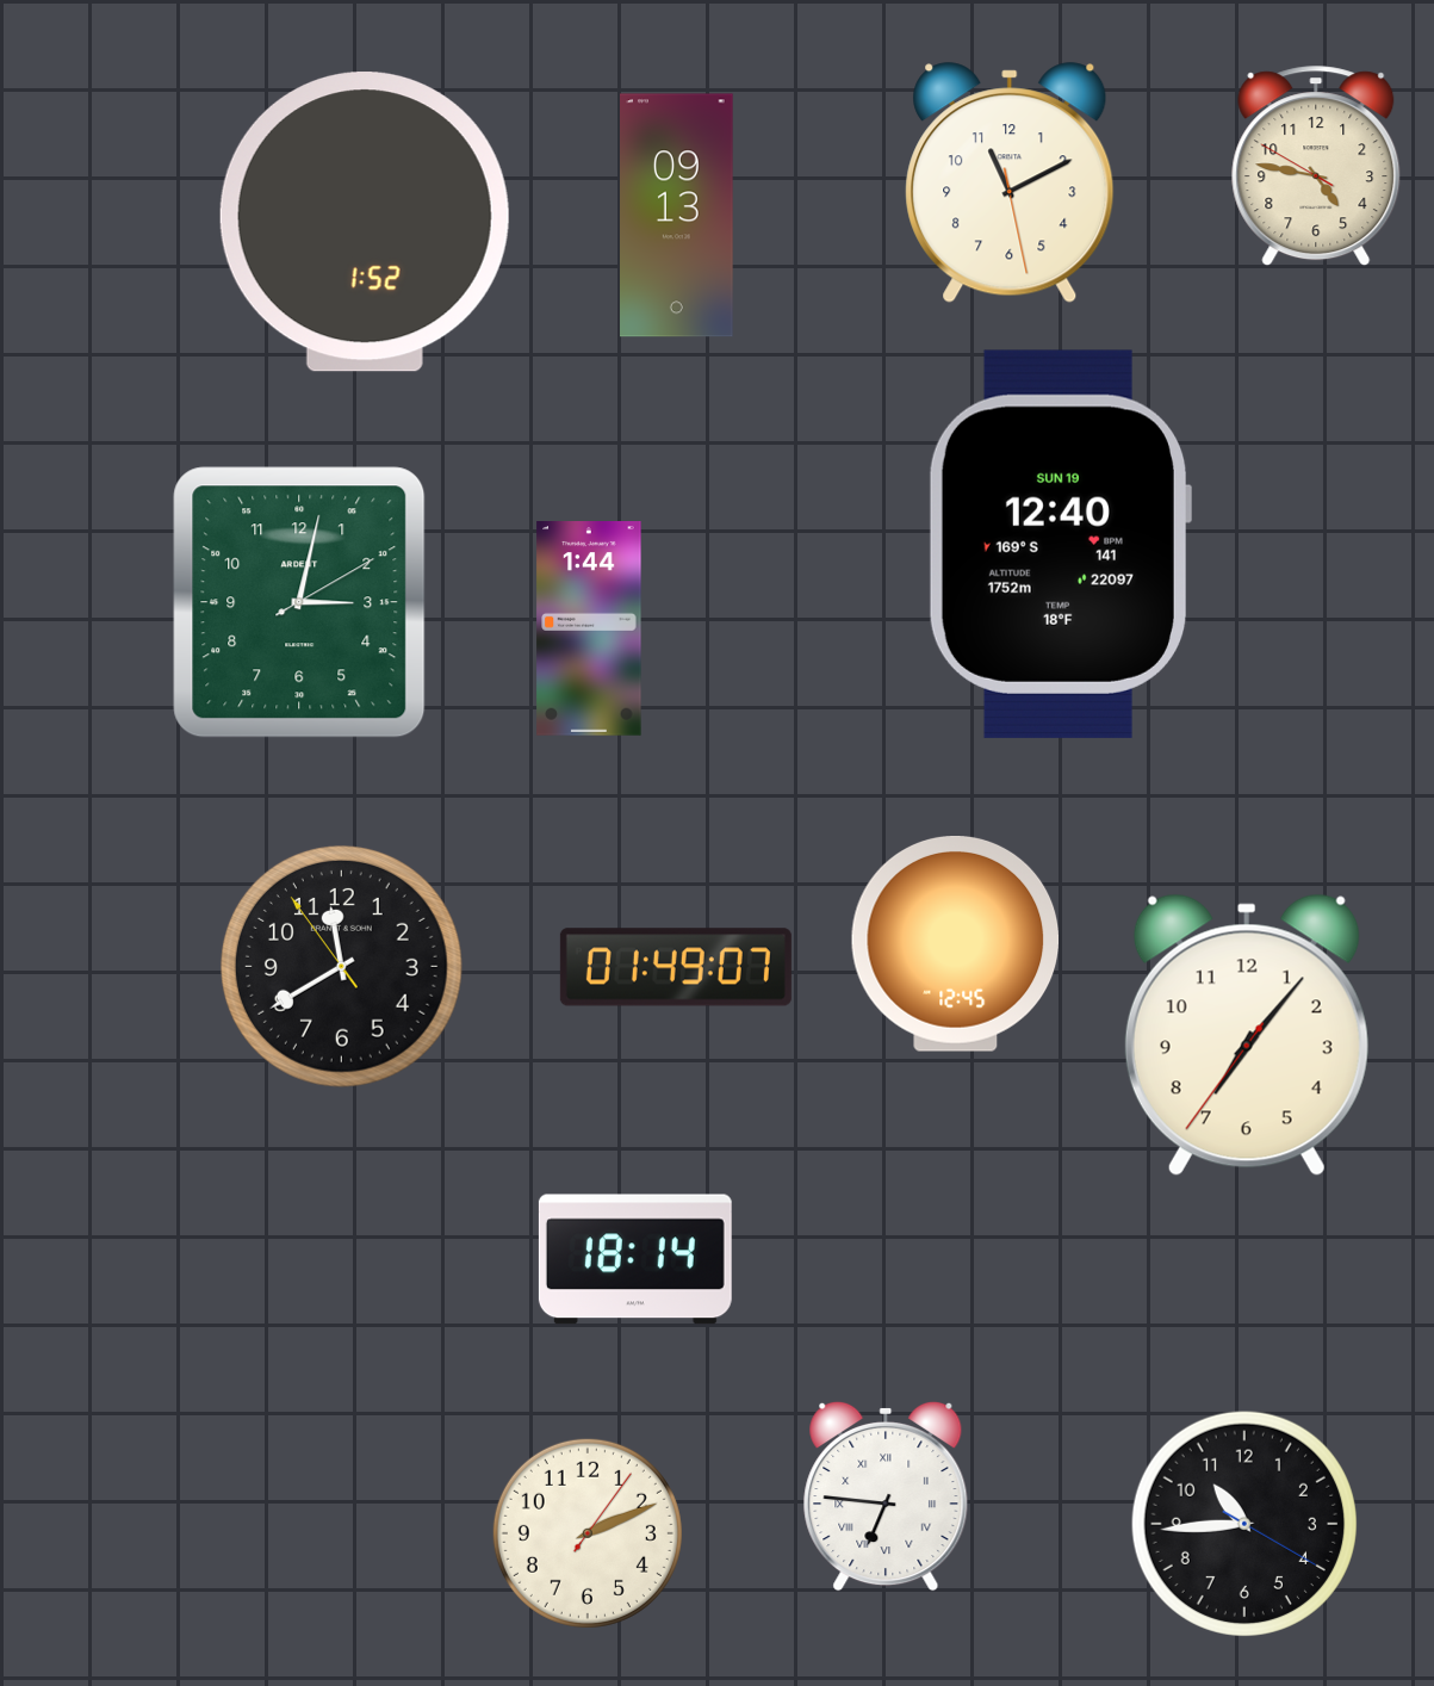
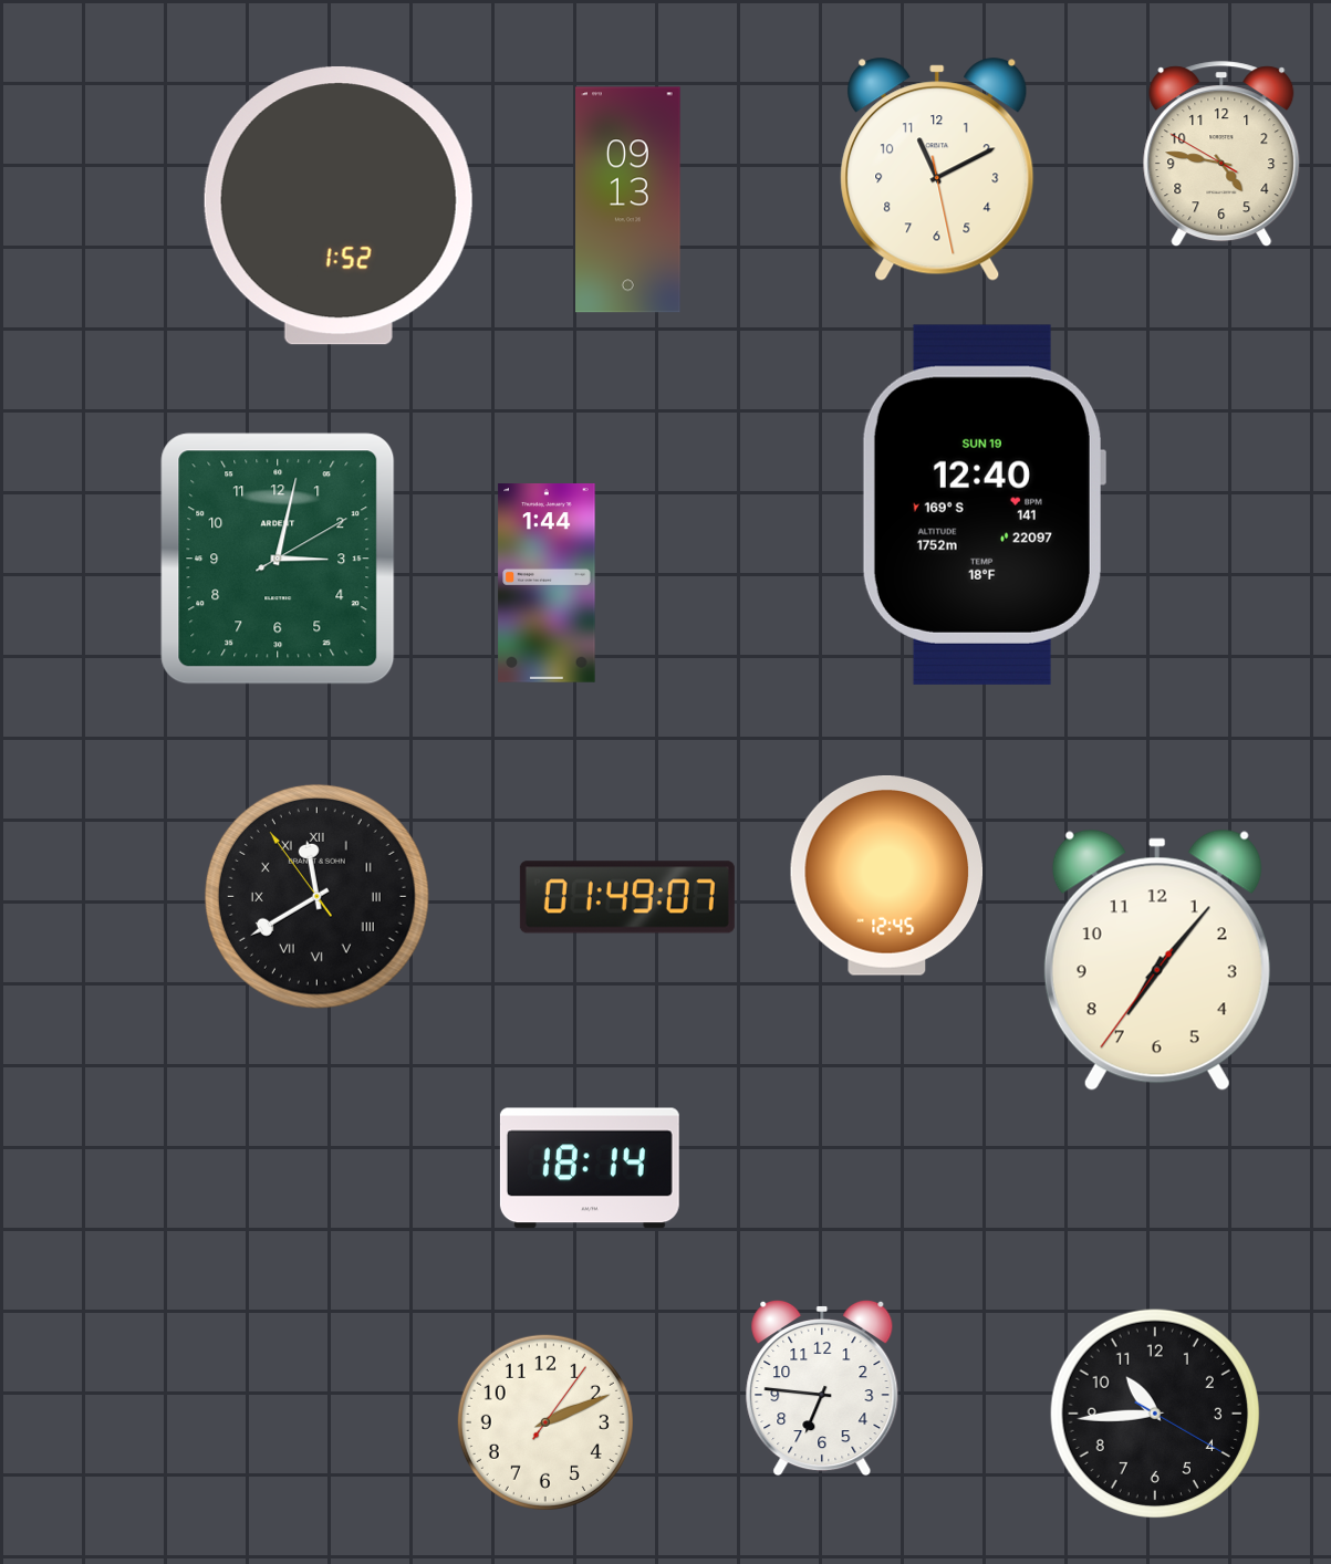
clock at (341, 966) numerals: Arabic -> Roman
clock at (886, 1496) numerals: Roman -> Arabic
